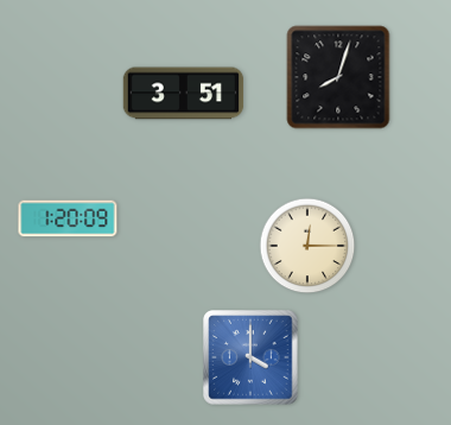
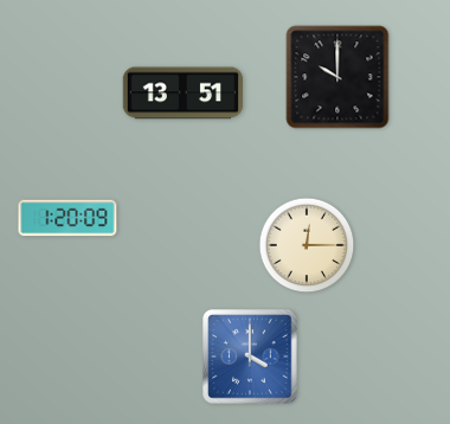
clock at (338, 77): 8:03 -> 10:00
clock at (184, 94): 3:51 -> 13:51
